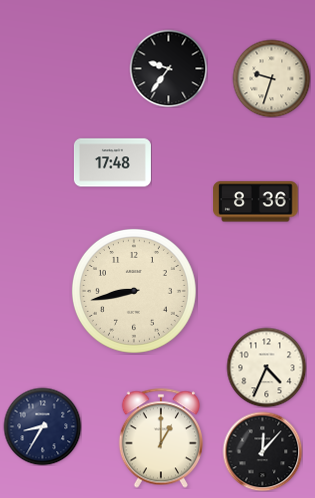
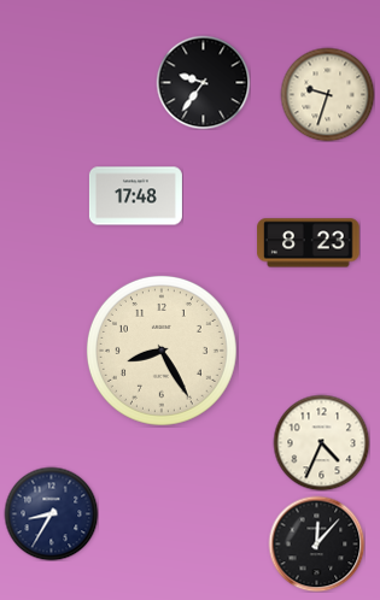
clock at (256, 202): 8:36 -> 8:23
clock at (134, 291): 8:43 -> 8:25
clock at (161, 438): 1:00 -> none
